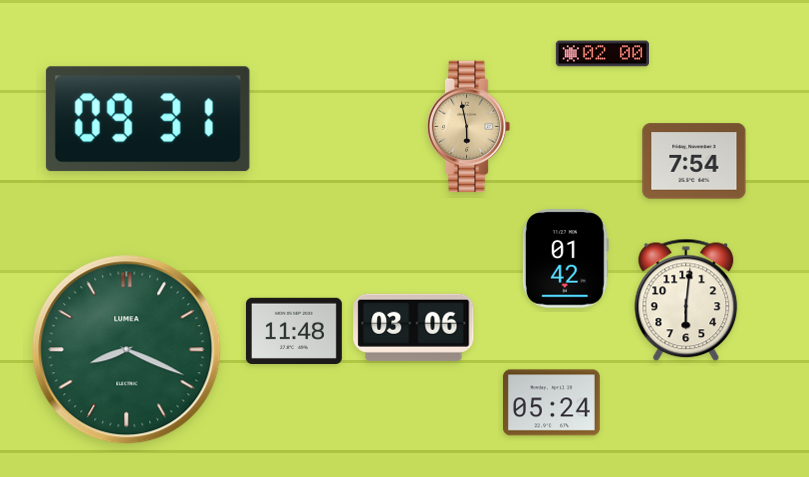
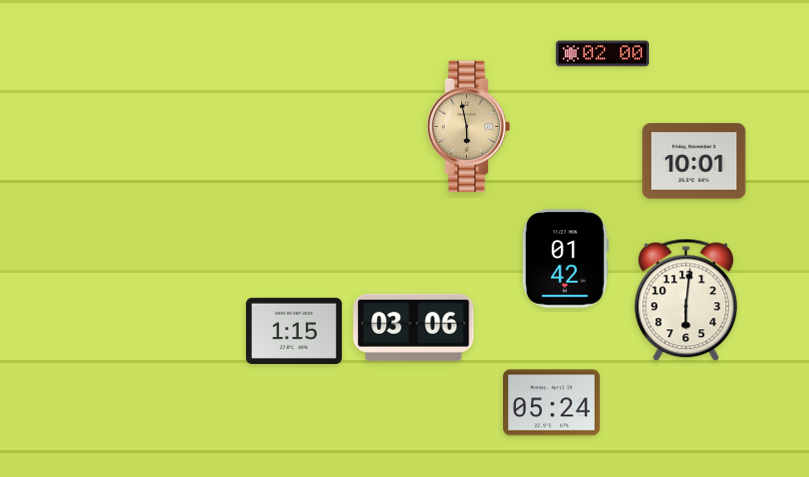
clock at (148, 119): 09:31 -> none
clock at (694, 161): 7:54 -> 10:01
clock at (294, 330): 11:48 -> 1:15
clock at (127, 350): 8:19 -> none
